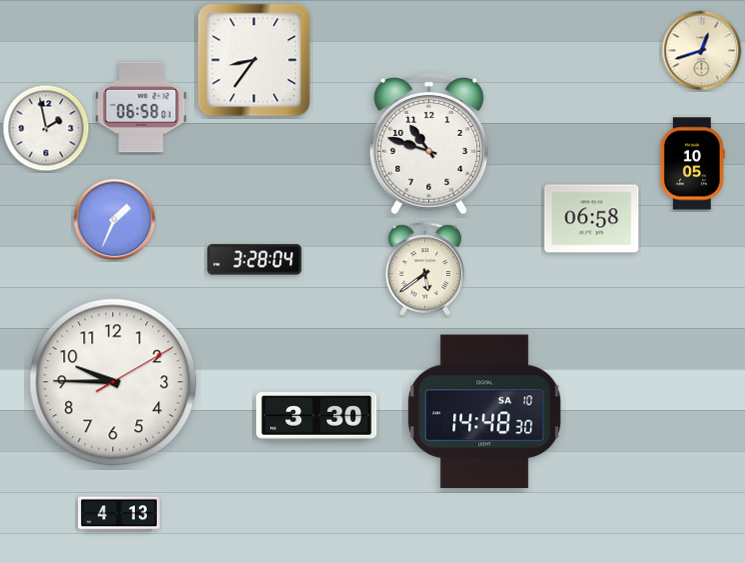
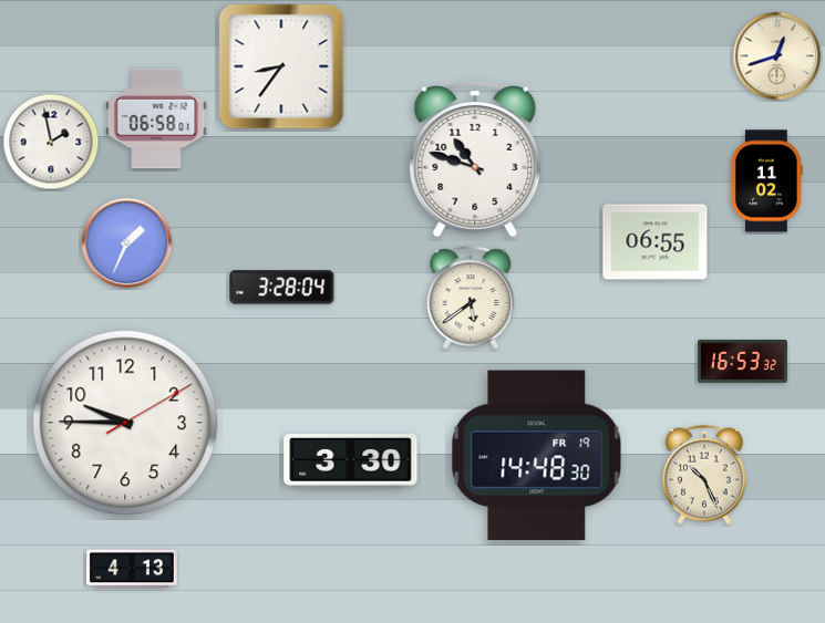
clock at (693, 164): 10:05 -> 11:02
clock at (592, 219): 06:58 -> 06:55
clock at (742, 361): none -> 16:53
clock at (485, 412) date: SA 10 -> FR 19
clock at (704, 475): none -> 10:26
